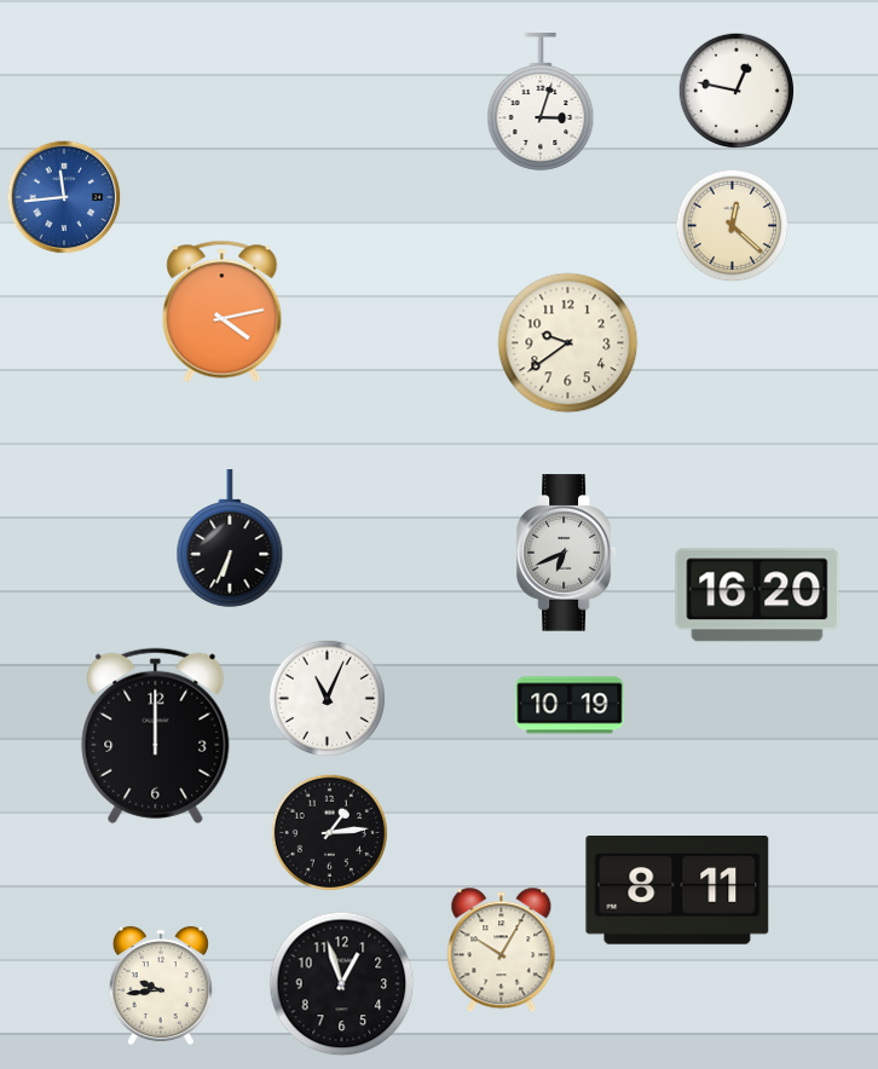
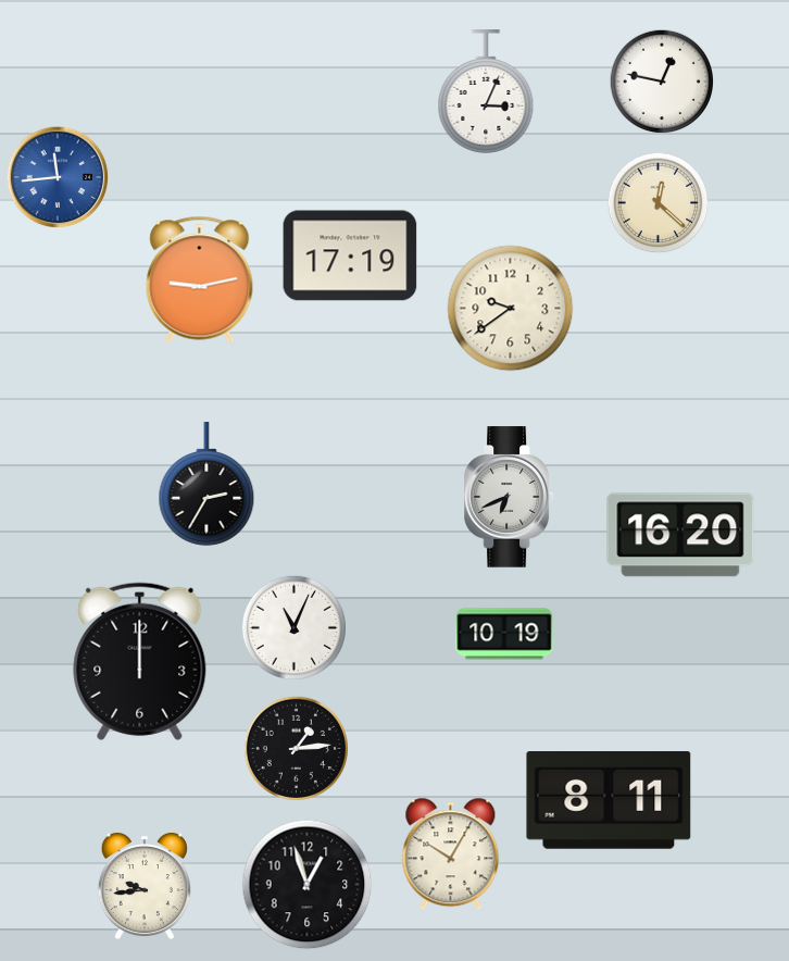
clock at (541, 103): 3:03 -> 3:04
clock at (350, 255): none -> 17:19
clock at (223, 311): 4:13 -> 9:13
clock at (230, 539): 6:34 -> 2:35
clock at (570, 705) position: (570, 705) -> (504, 634)
